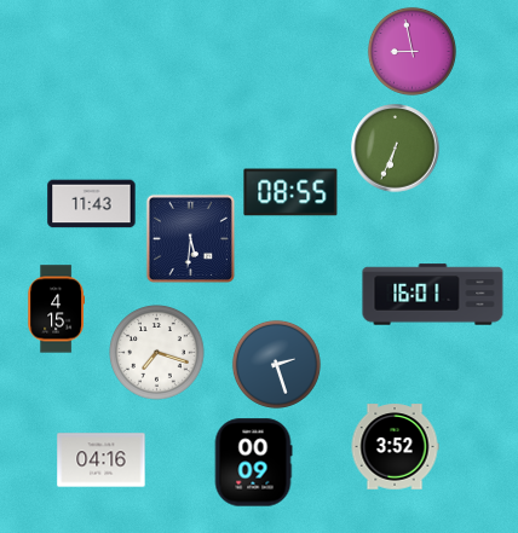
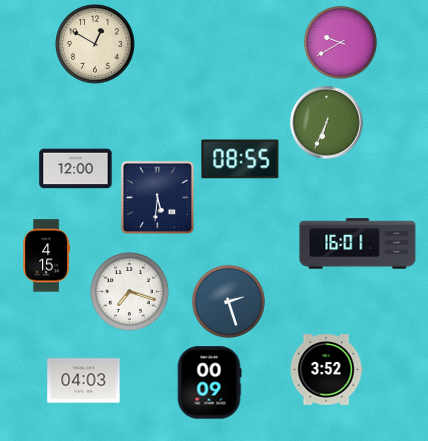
clock at (411, 51): 8:58 -> 9:40
clock at (95, 44): none -> 12:50
clock at (92, 204): 11:43 -> 12:00
clock at (102, 460): 04:16 -> 04:03
